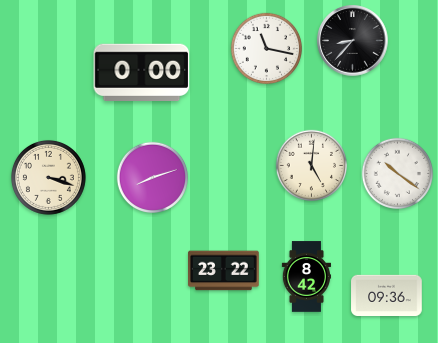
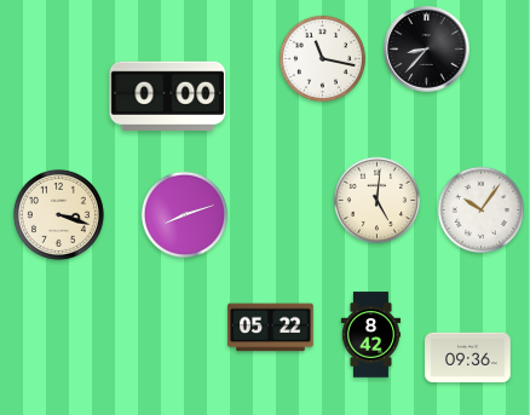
clock at (142, 72) position: (142, 72) -> (168, 96)
clock at (397, 173): 10:21 -> 10:06
clock at (224, 271): 23:22 -> 05:22
